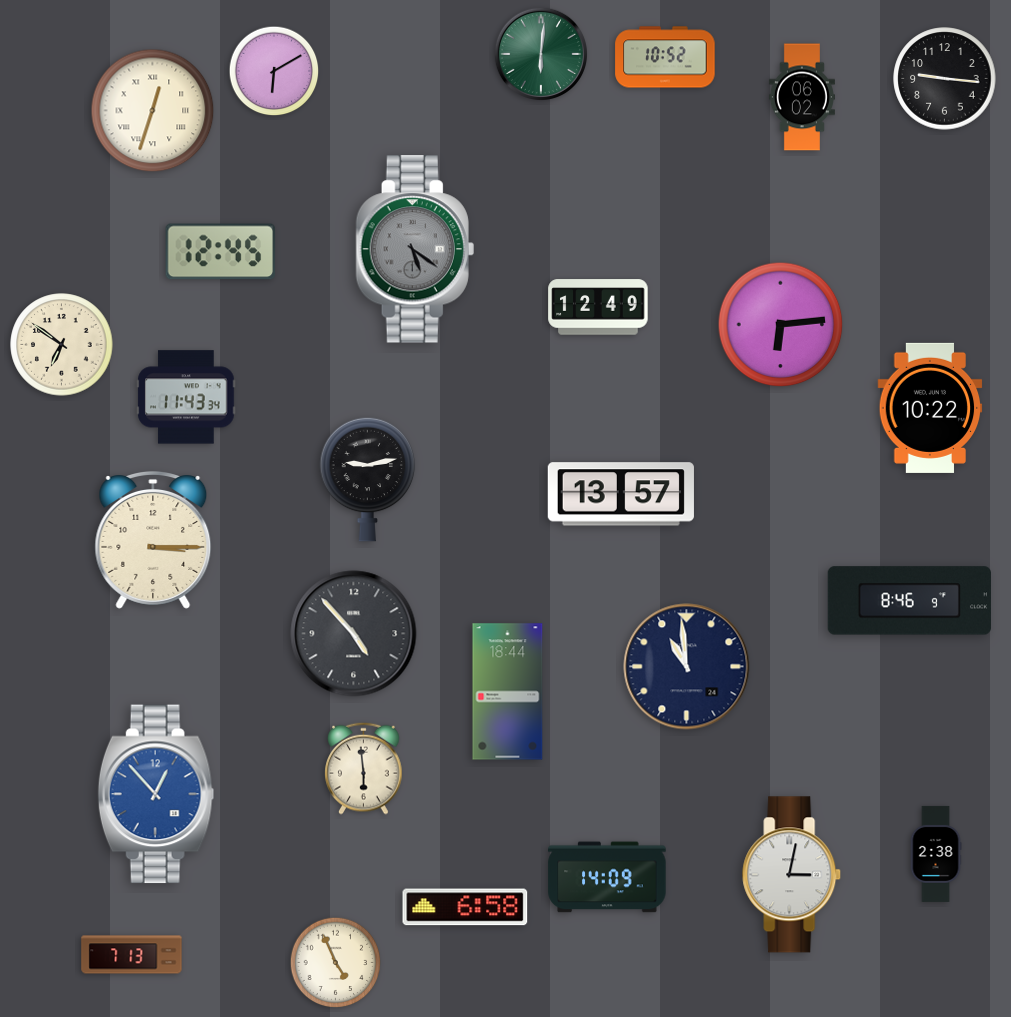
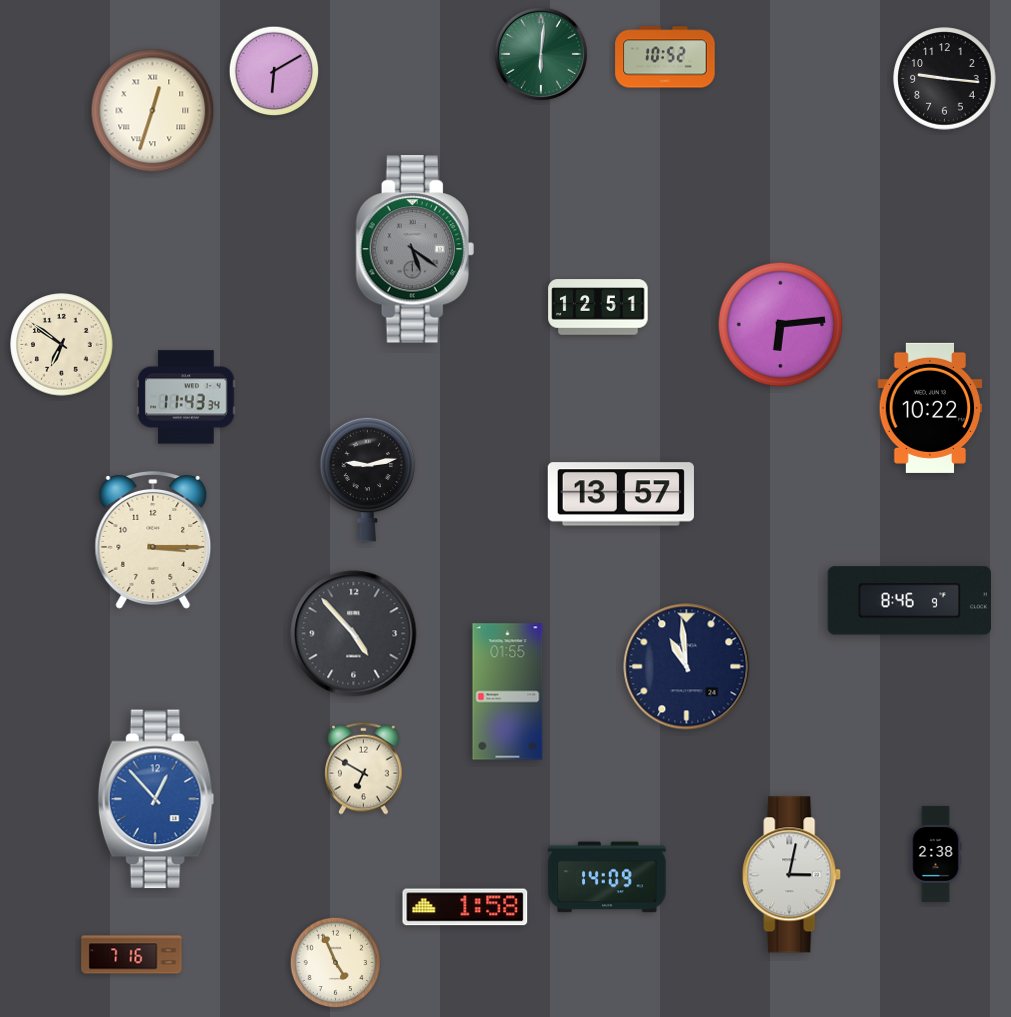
clock at (802, 97): 06:02 -> none
clock at (221, 252): 12:45 -> none
clock at (598, 307): 12:49 -> 12:51
clock at (508, 692): 18:44 -> 01:55
clock at (364, 768): 5:59 -> 6:50
clock at (156, 794) position: (156, 794) -> (156, 799)
clock at (465, 907): 6:58 -> 1:58
clock at (132, 955): 7:13 -> 7:16
